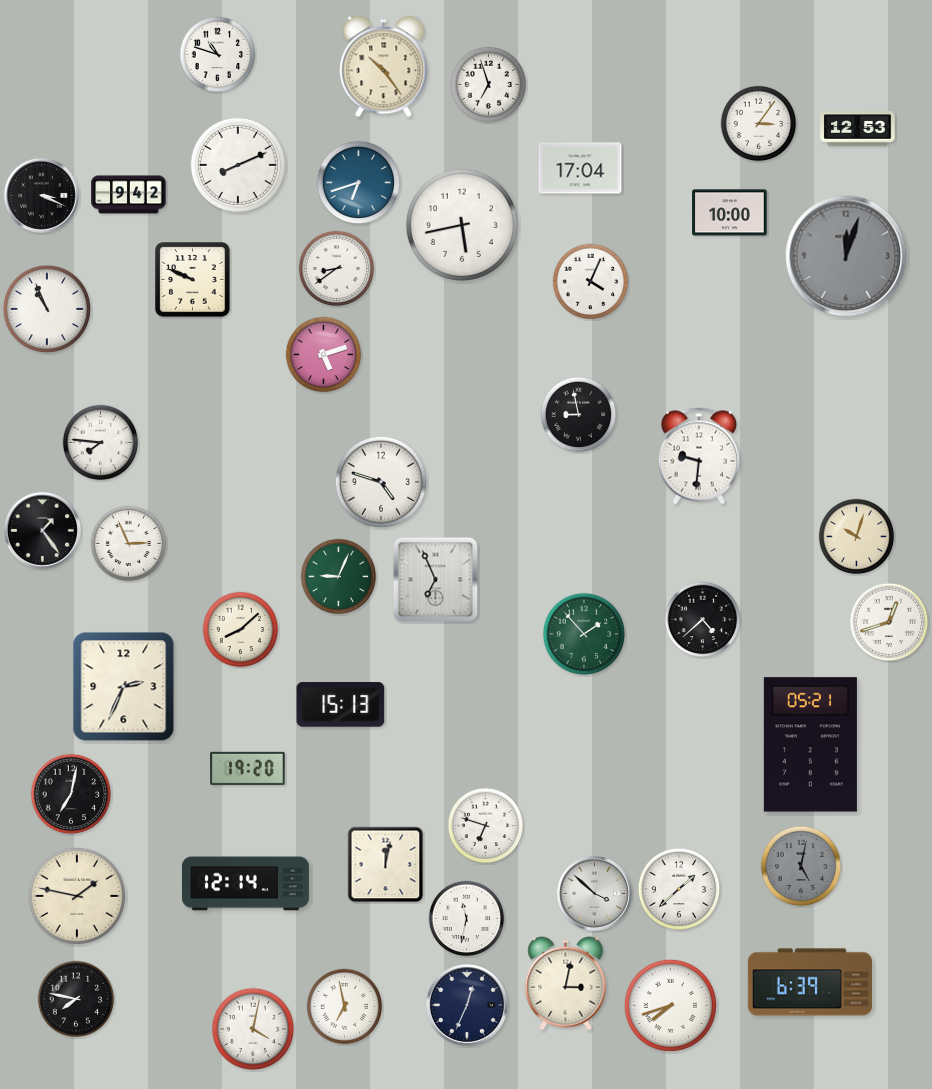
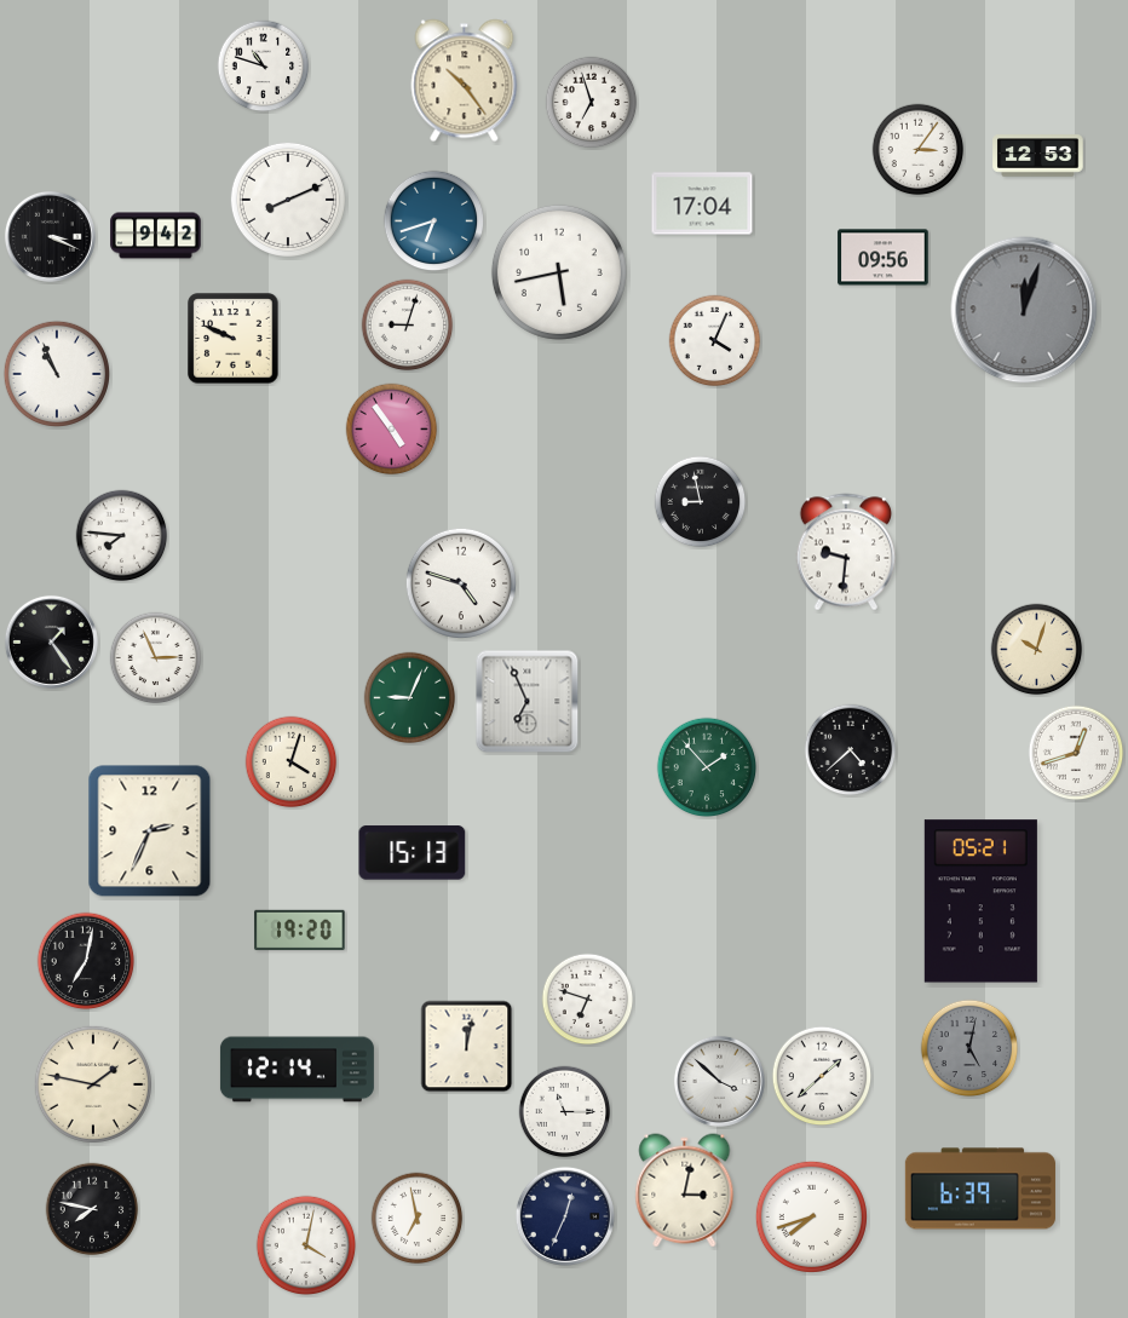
clock at (730, 213): 10:00 -> 09:56
clock at (337, 269): 8:39 -> 9:03
clock at (324, 355): 5:12 -> 4:54
clock at (241, 630): 8:08 -> 4:03
clock at (467, 919): 11:32 -> 11:15
